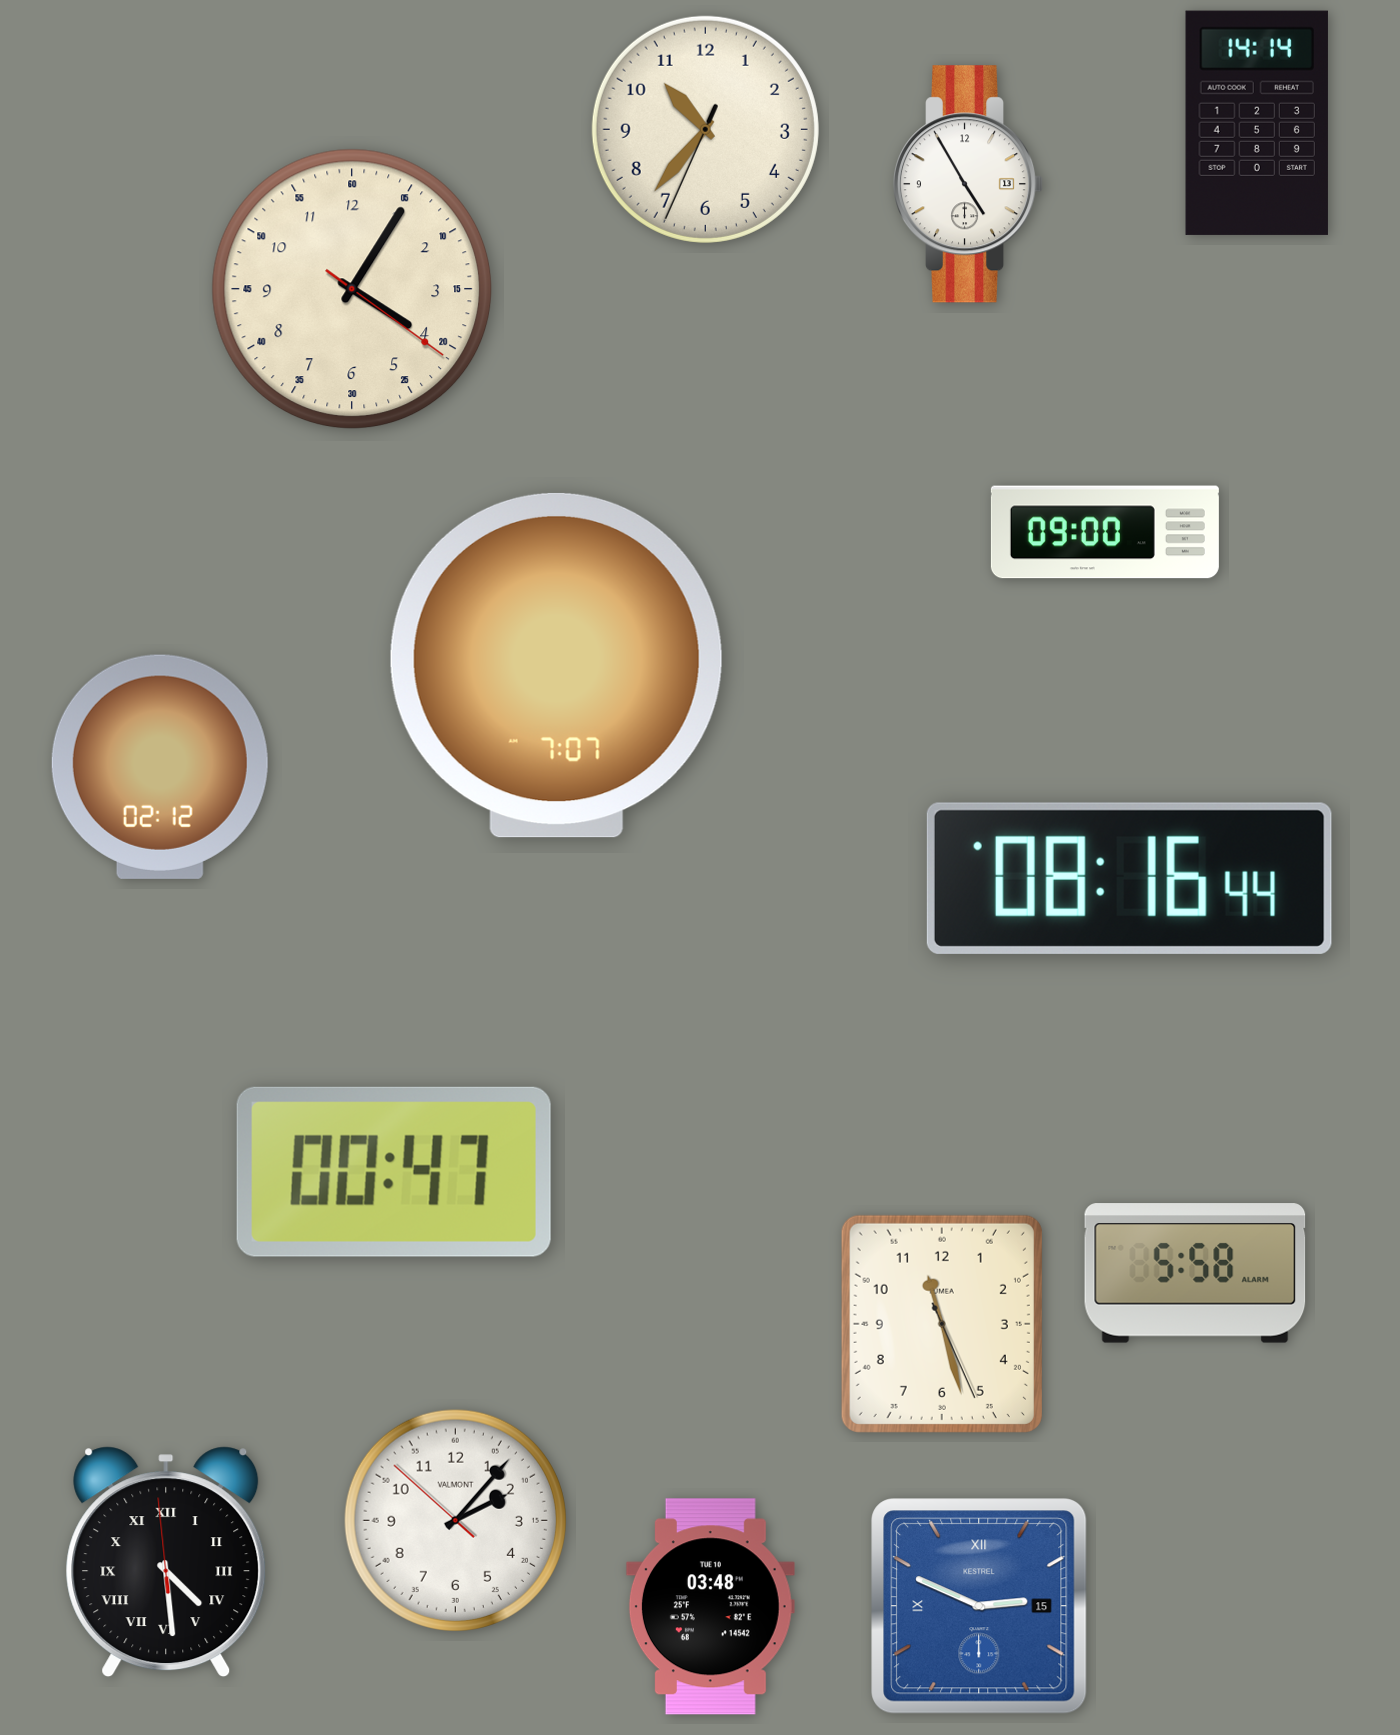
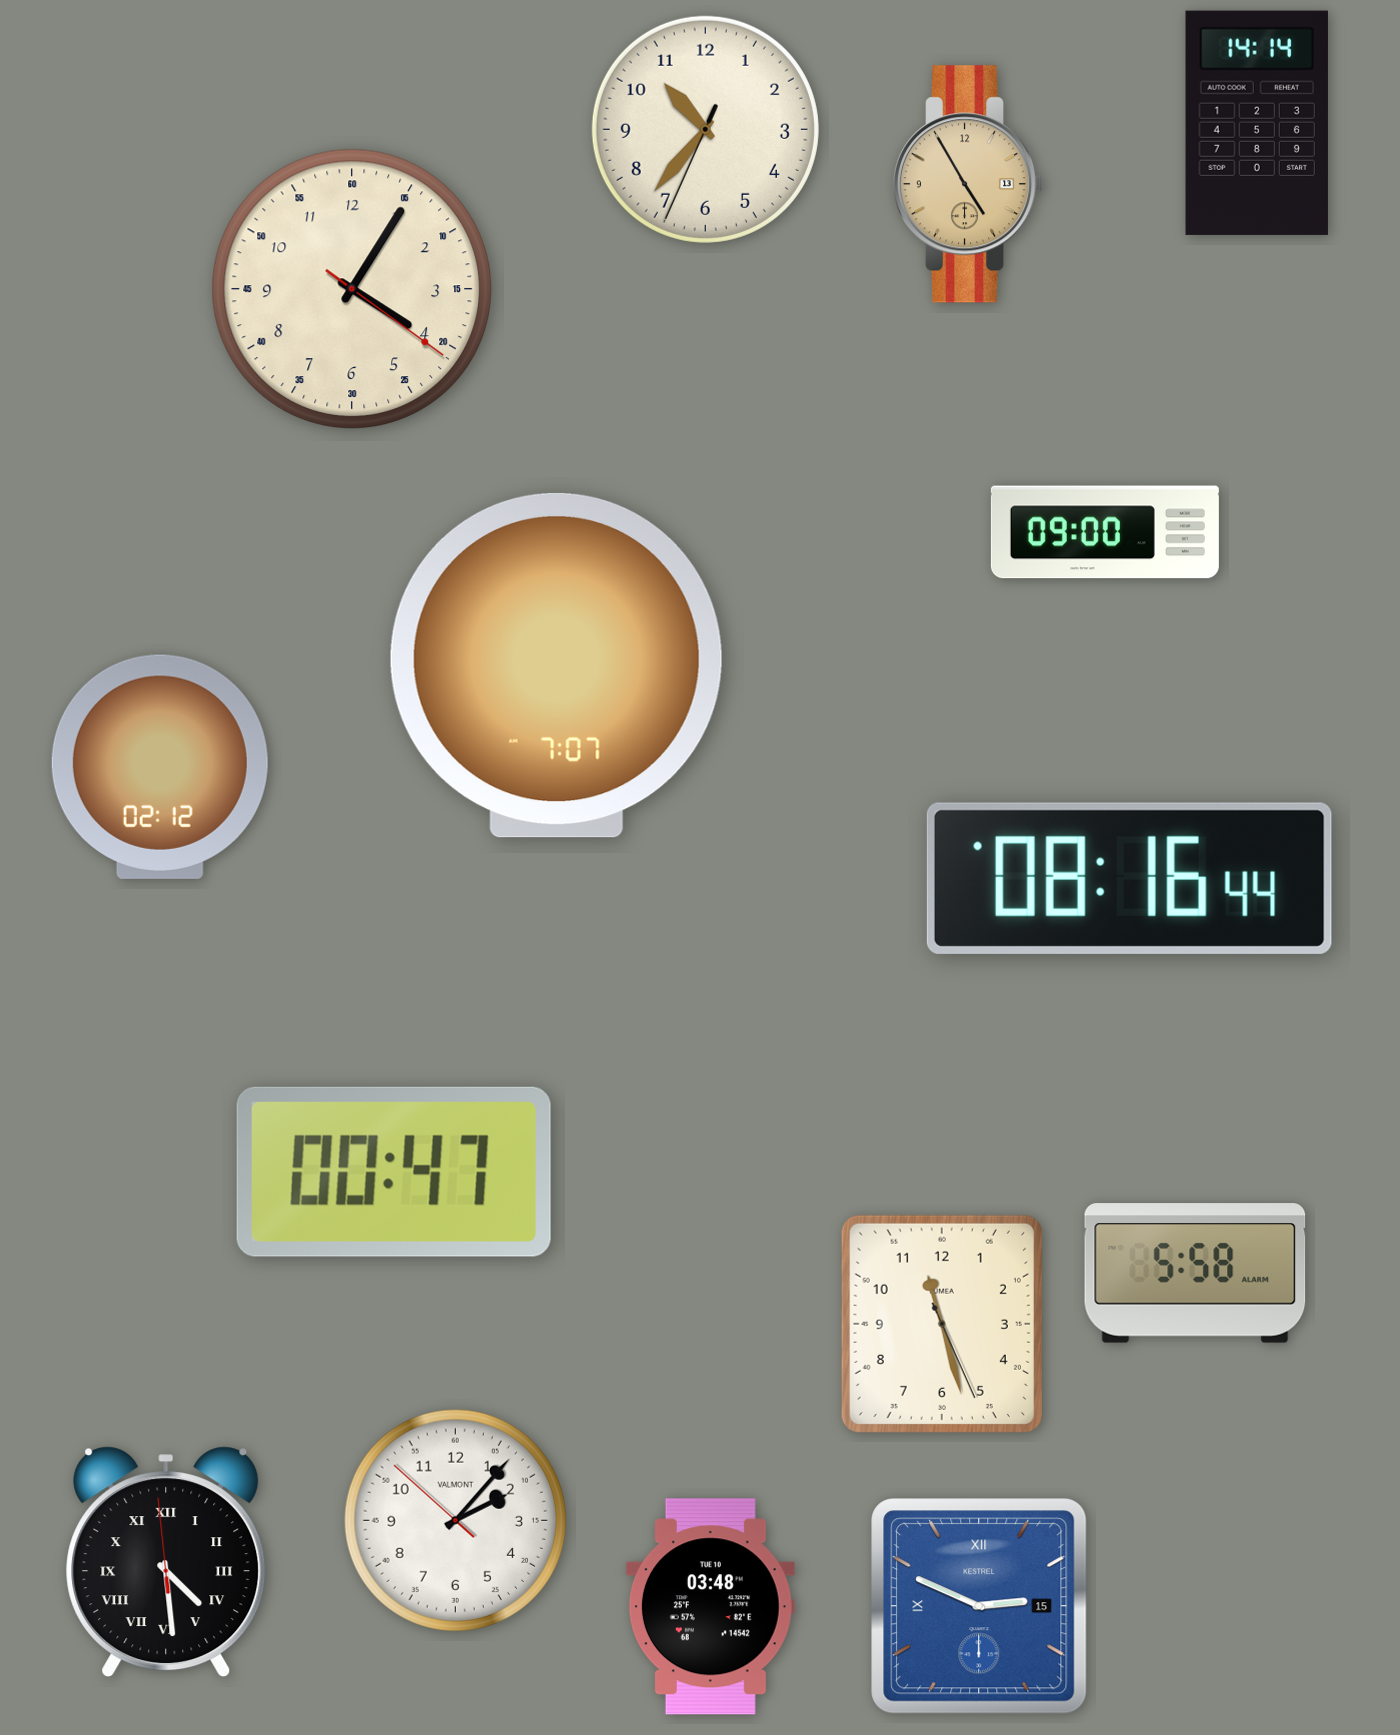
clock at (969, 184) dial: white -> champagne
